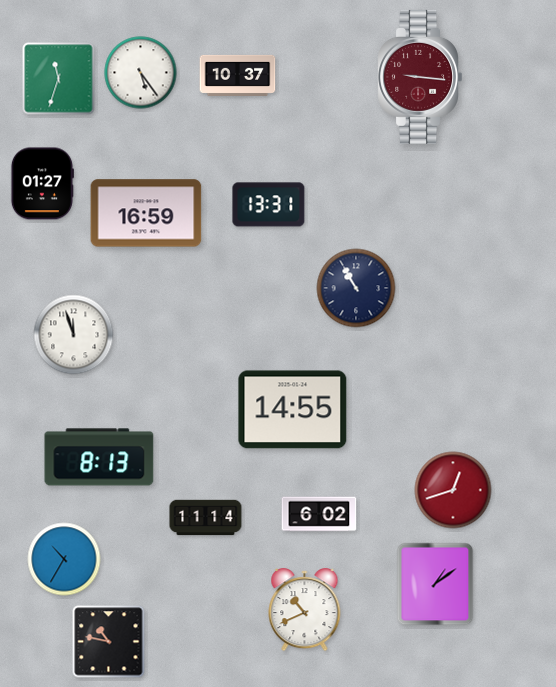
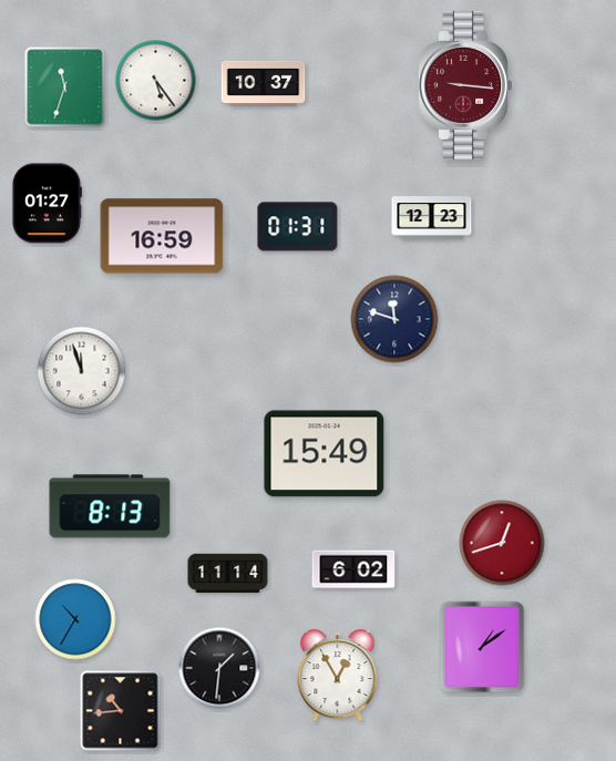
clock at (432, 218): none -> 12:23
clock at (269, 205): 13:31 -> 01:31
clock at (356, 288): 10:55 -> 11:48
clock at (293, 410): 14:55 -> 15:49
clock at (64, 559) position: (64, 559) -> (75, 619)
clock at (219, 668): none -> 1:31
clock at (305, 610): 10:41 -> 12:55
clock at (109, 642): 10:47 -> 10:44
